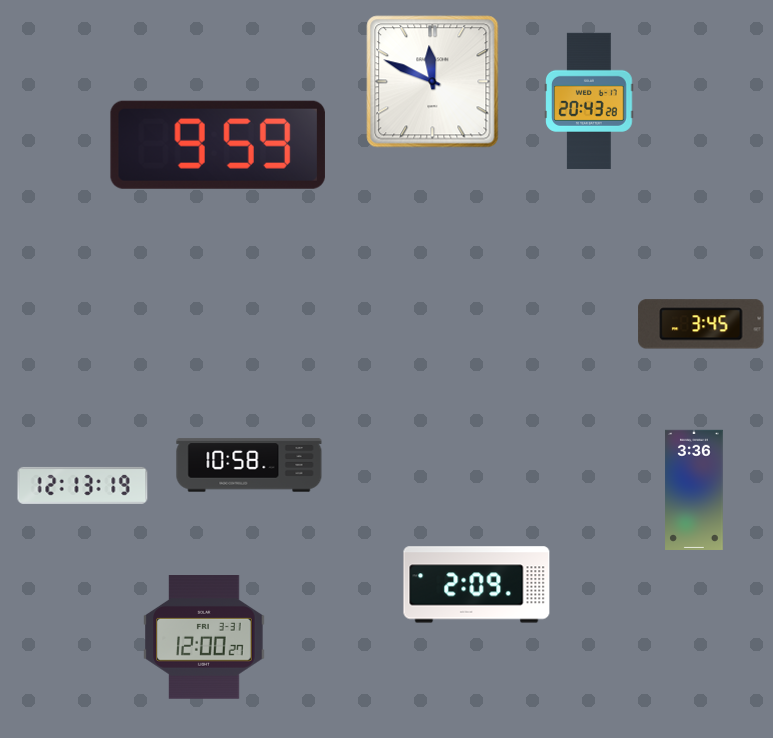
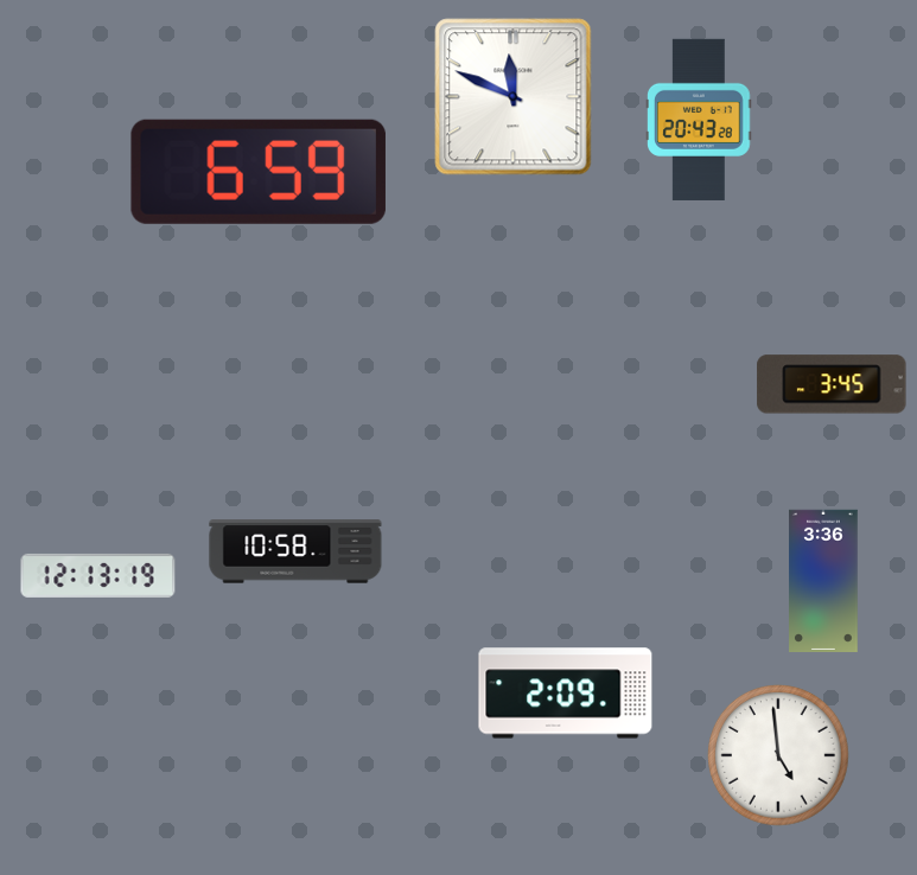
clock at (218, 145): 9:59 -> 6:59
clock at (204, 638): 12:00 -> none
clock at (779, 756): none -> 4:59
